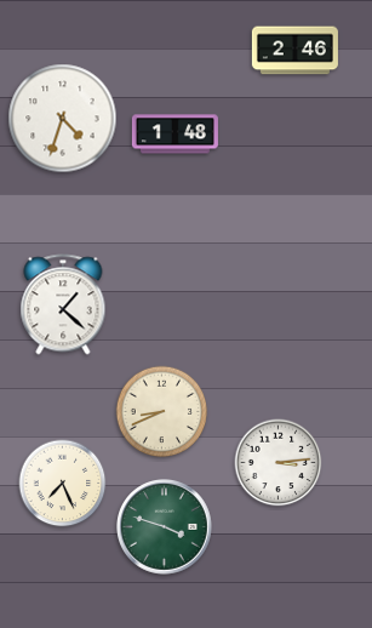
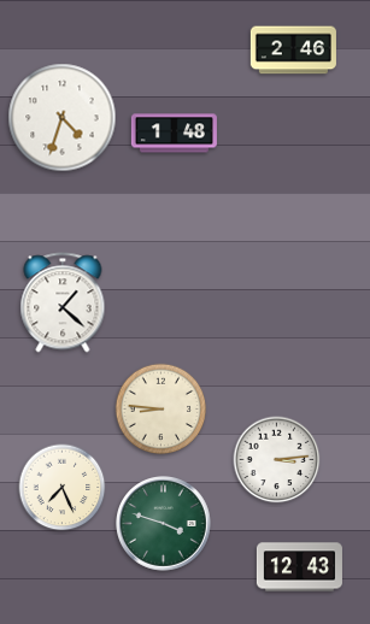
clock at (162, 412): 8:41 -> 8:46
clock at (63, 484) position: (63, 484) -> (63, 488)
clock at (299, 567): none -> 12:43
